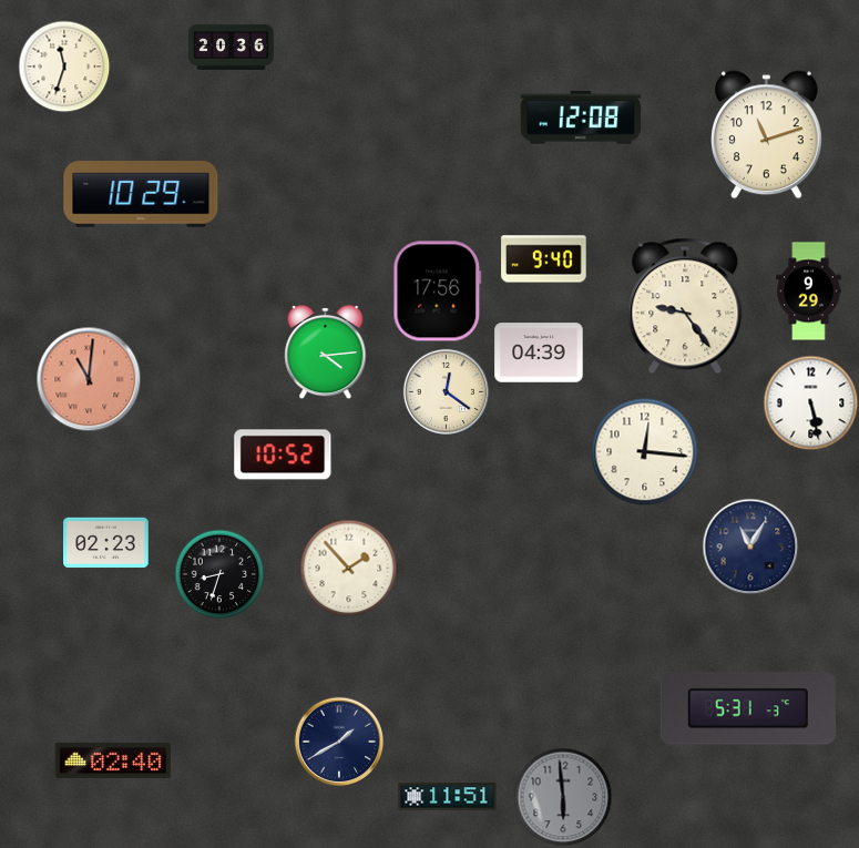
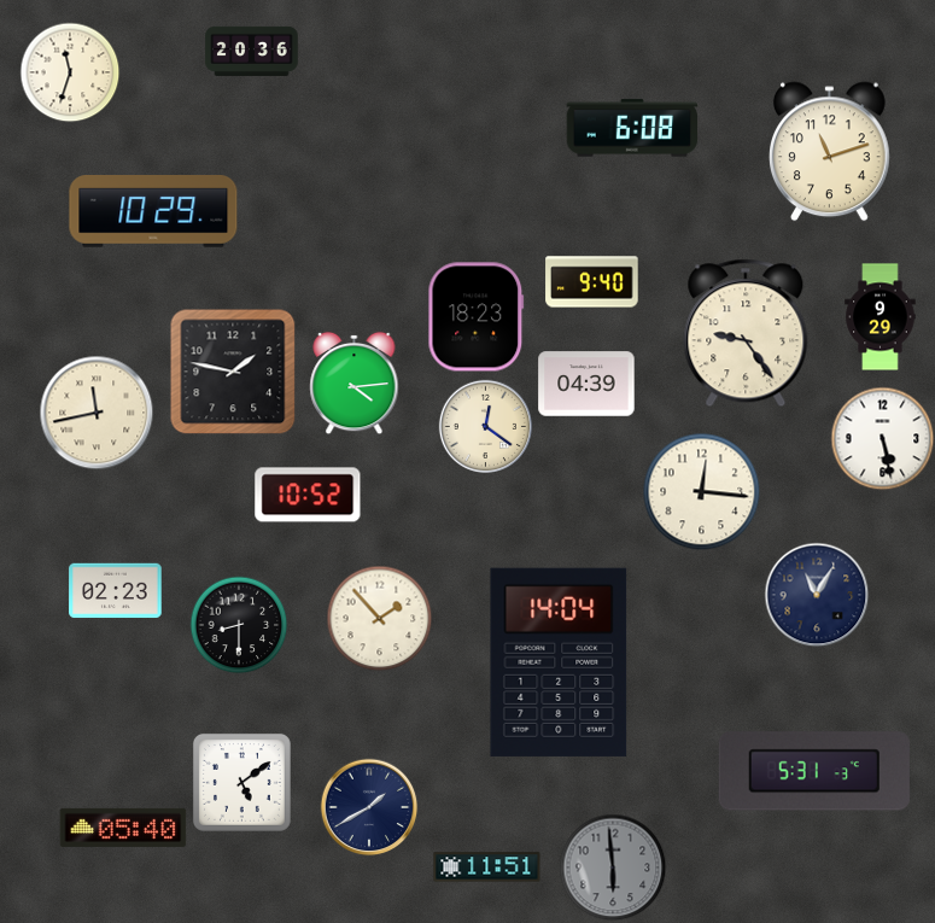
clock at (581, 118): 12:08 -> 6:08
clock at (767, 135) position: (767, 135) -> (830, 152)
clock at (438, 292): 17:56 -> 18:23
clock at (233, 372): none -> 1:47
clock at (89, 379): 11:01 -> 11:43
clock at (89, 379) dial: salmon -> cream
clock at (219, 574): 8:33 -> 8:30
clock at (559, 662): none -> 14:04
clock at (241, 782): none -> 5:09
clock at (113, 760): 02:40 -> 05:40
